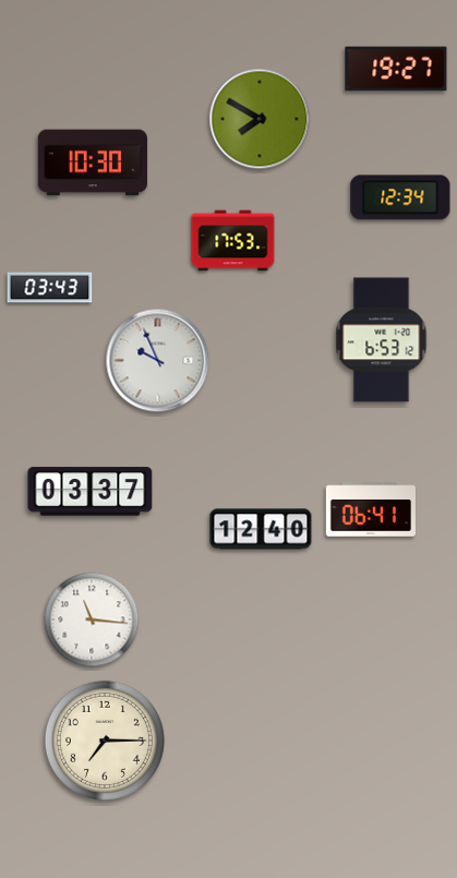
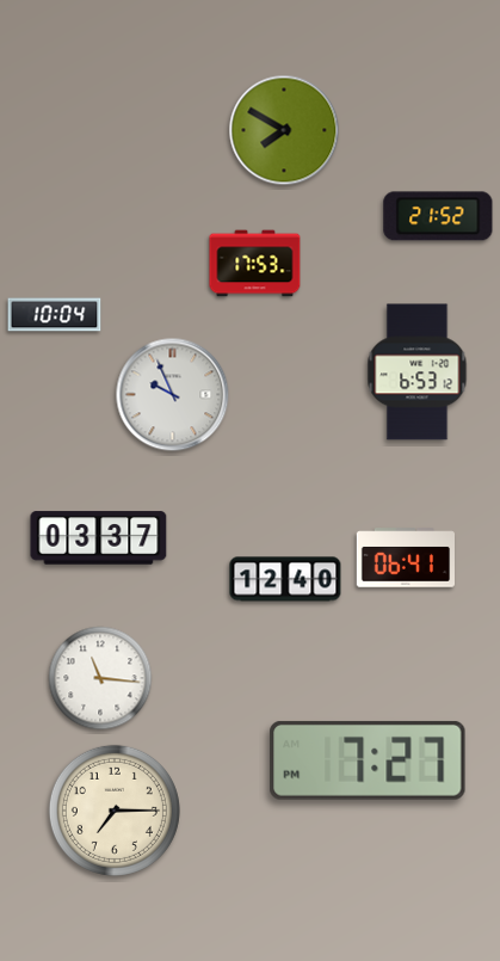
clock at (396, 69): 19:27 -> none
clock at (92, 163): 10:30 -> none
clock at (400, 197): 12:34 -> 21:52
clock at (50, 288): 03:43 -> 10:04
clock at (368, 760): none -> 7:27
